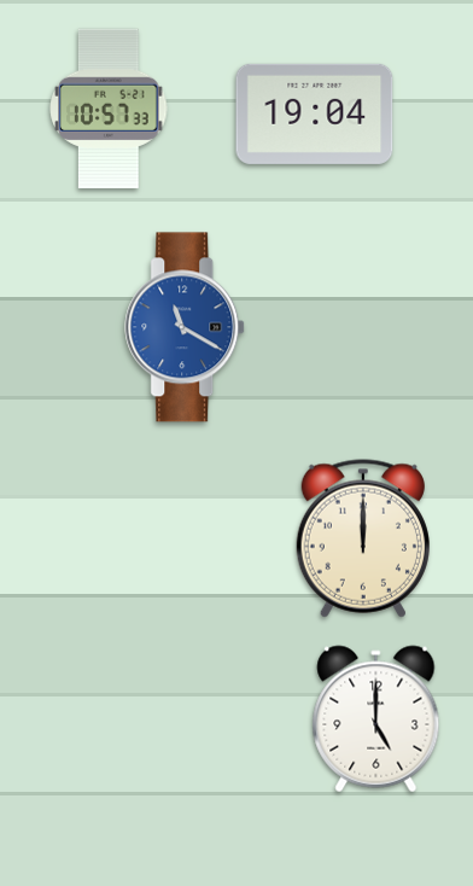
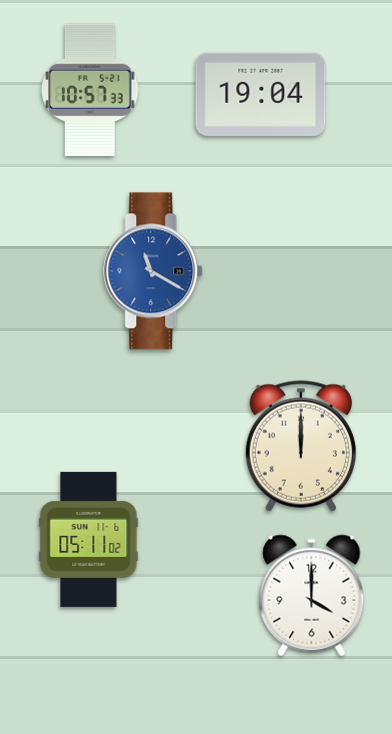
clock at (89, 539): none -> 05:11
clock at (376, 719): 5:00 -> 4:00
